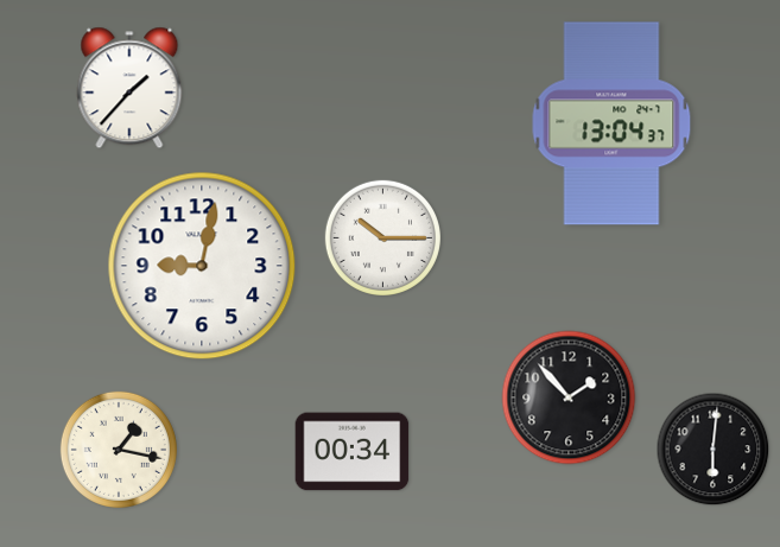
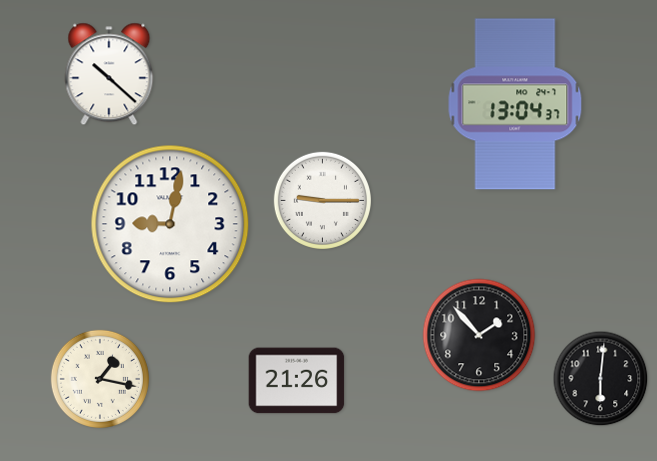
clock at (129, 88): 1:37 -> 10:22
clock at (382, 237): 10:15 -> 9:15
clock at (353, 452): 00:34 -> 21:26
